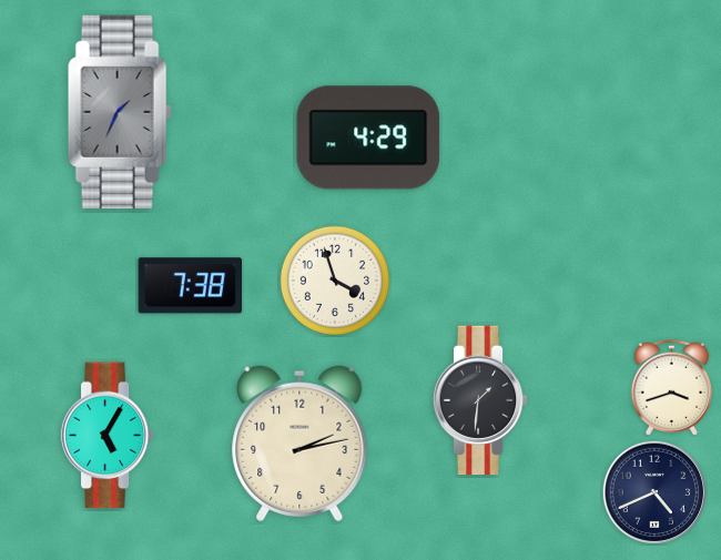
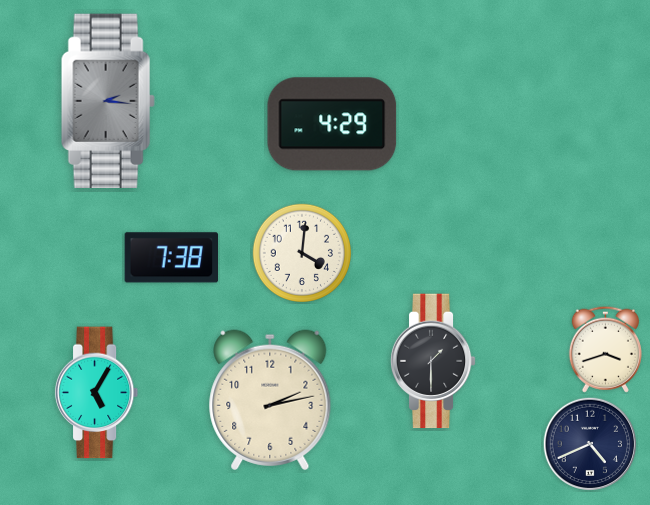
clock at (120, 111): 1:34 -> 2:16
clock at (334, 279): 3:57 -> 4:01
clock at (480, 400): 1:31 -> 1:30
